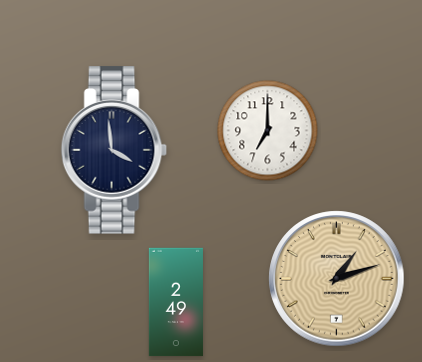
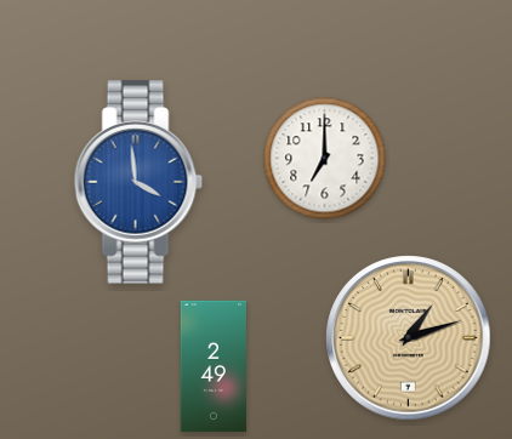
clock at (114, 150) dial: navy -> blue
